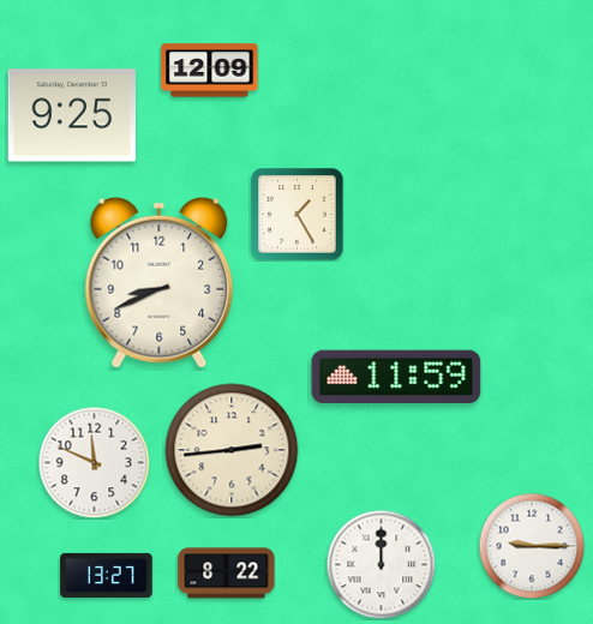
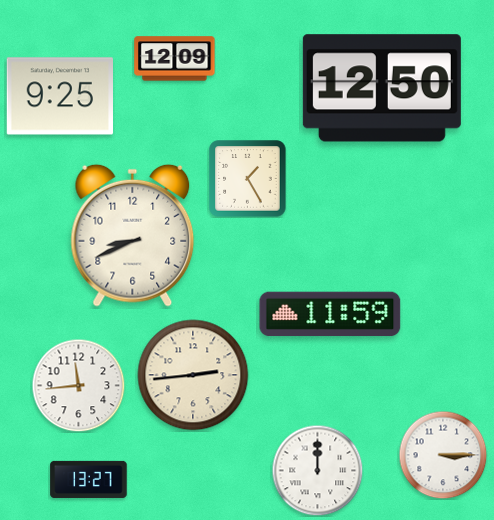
clock at (382, 88): none -> 12:50
clock at (94, 462): 11:49 -> 11:44
clock at (532, 546): 9:15 -> 3:15
clock at (227, 574): 8:22 -> none
